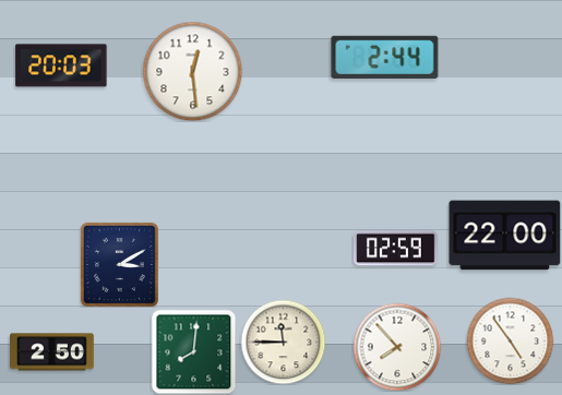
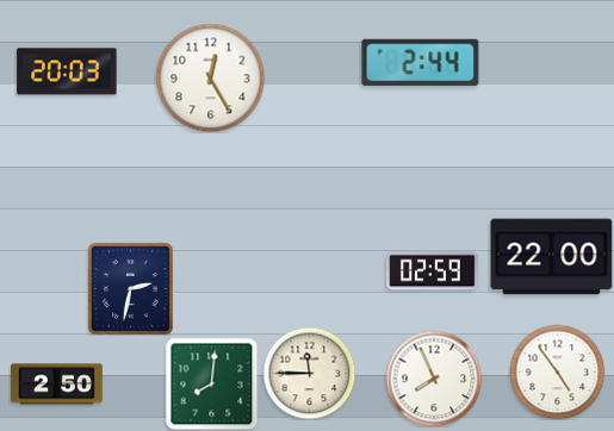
clock at (192, 71): 12:29 -> 12:25
clock at (119, 264): 3:10 -> 2:32
clock at (397, 347): 7:53 -> 7:56
